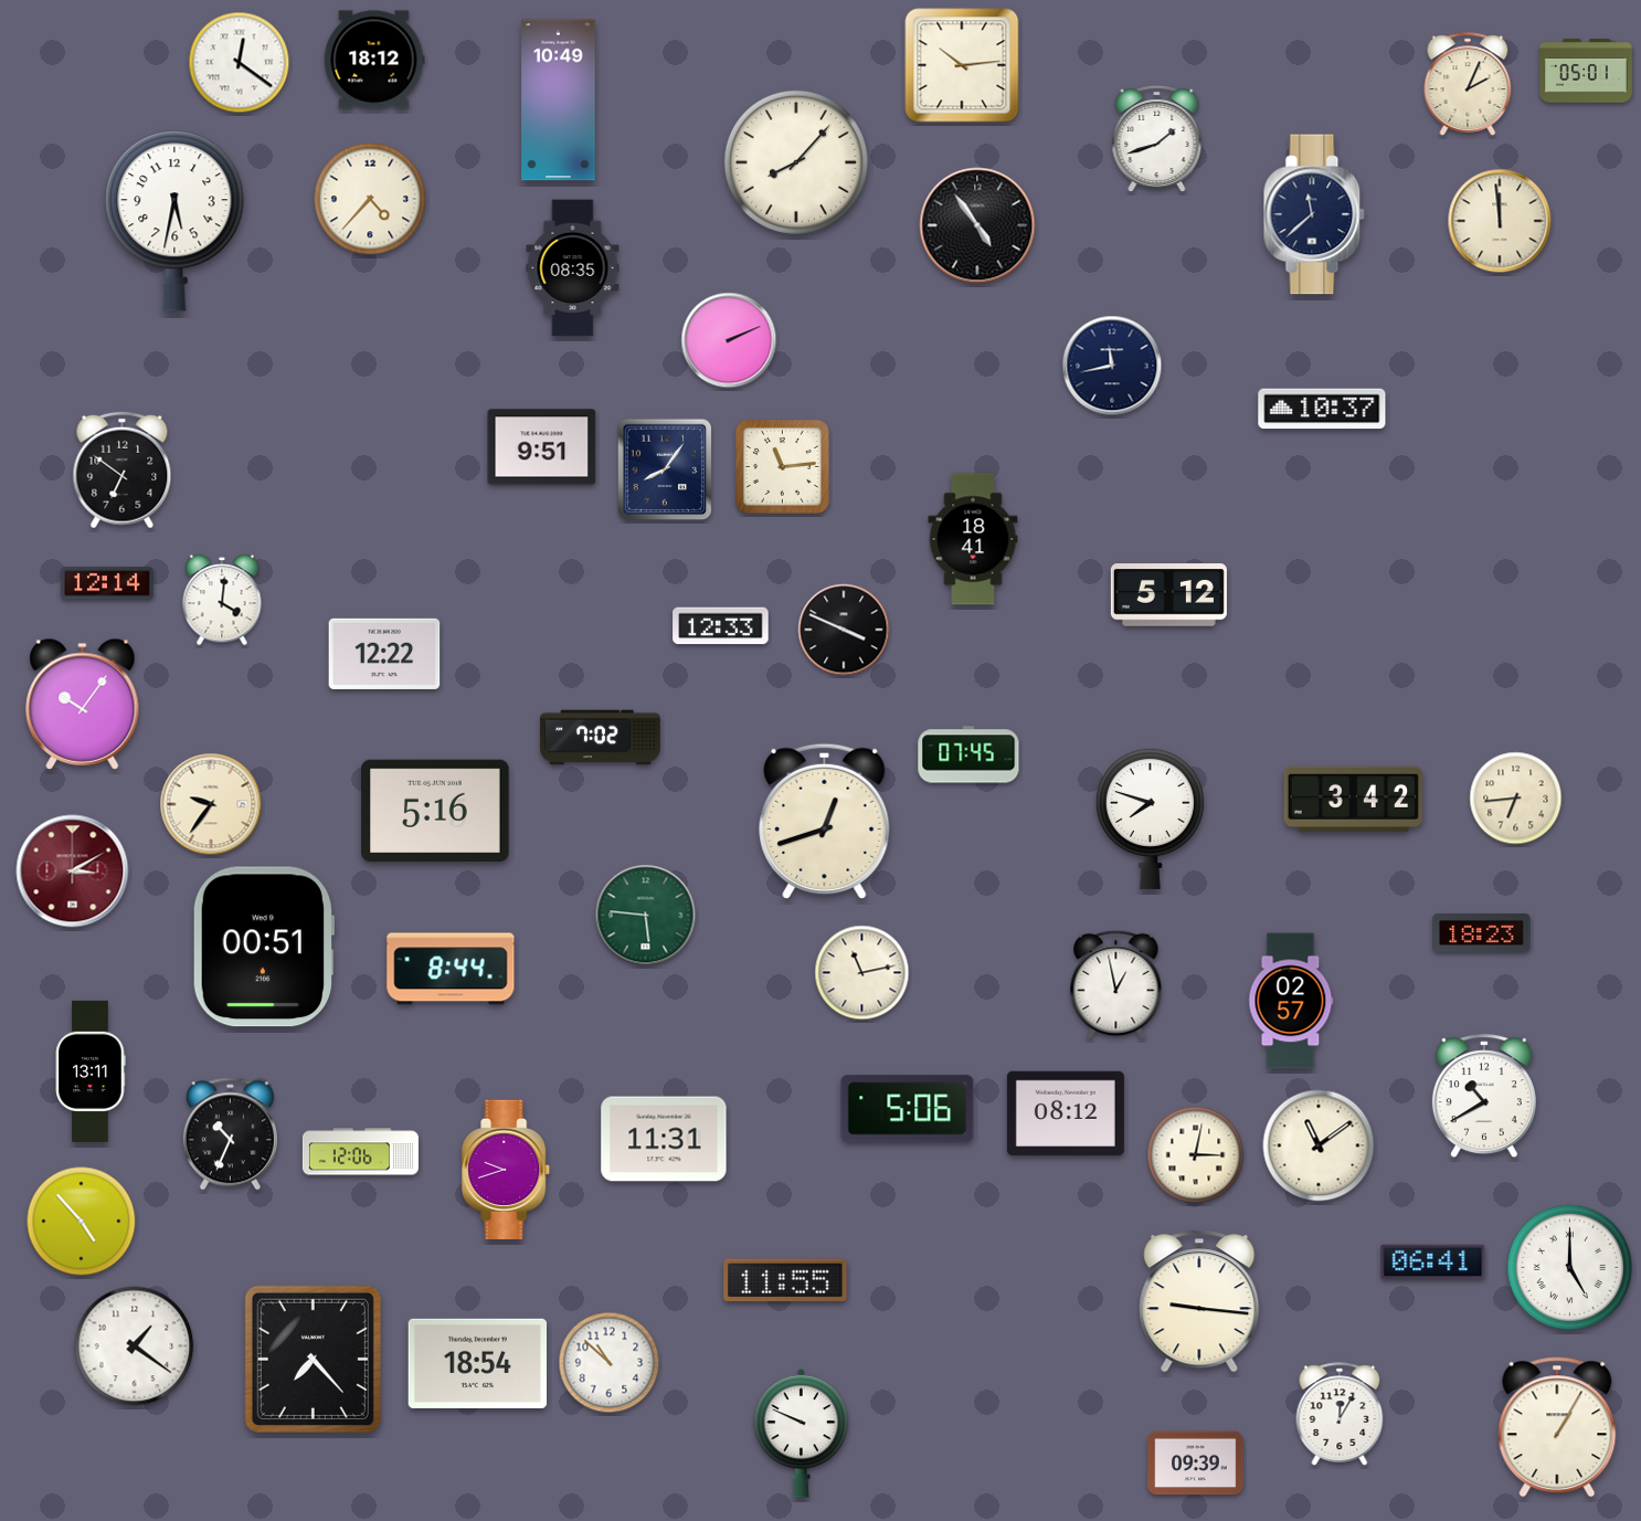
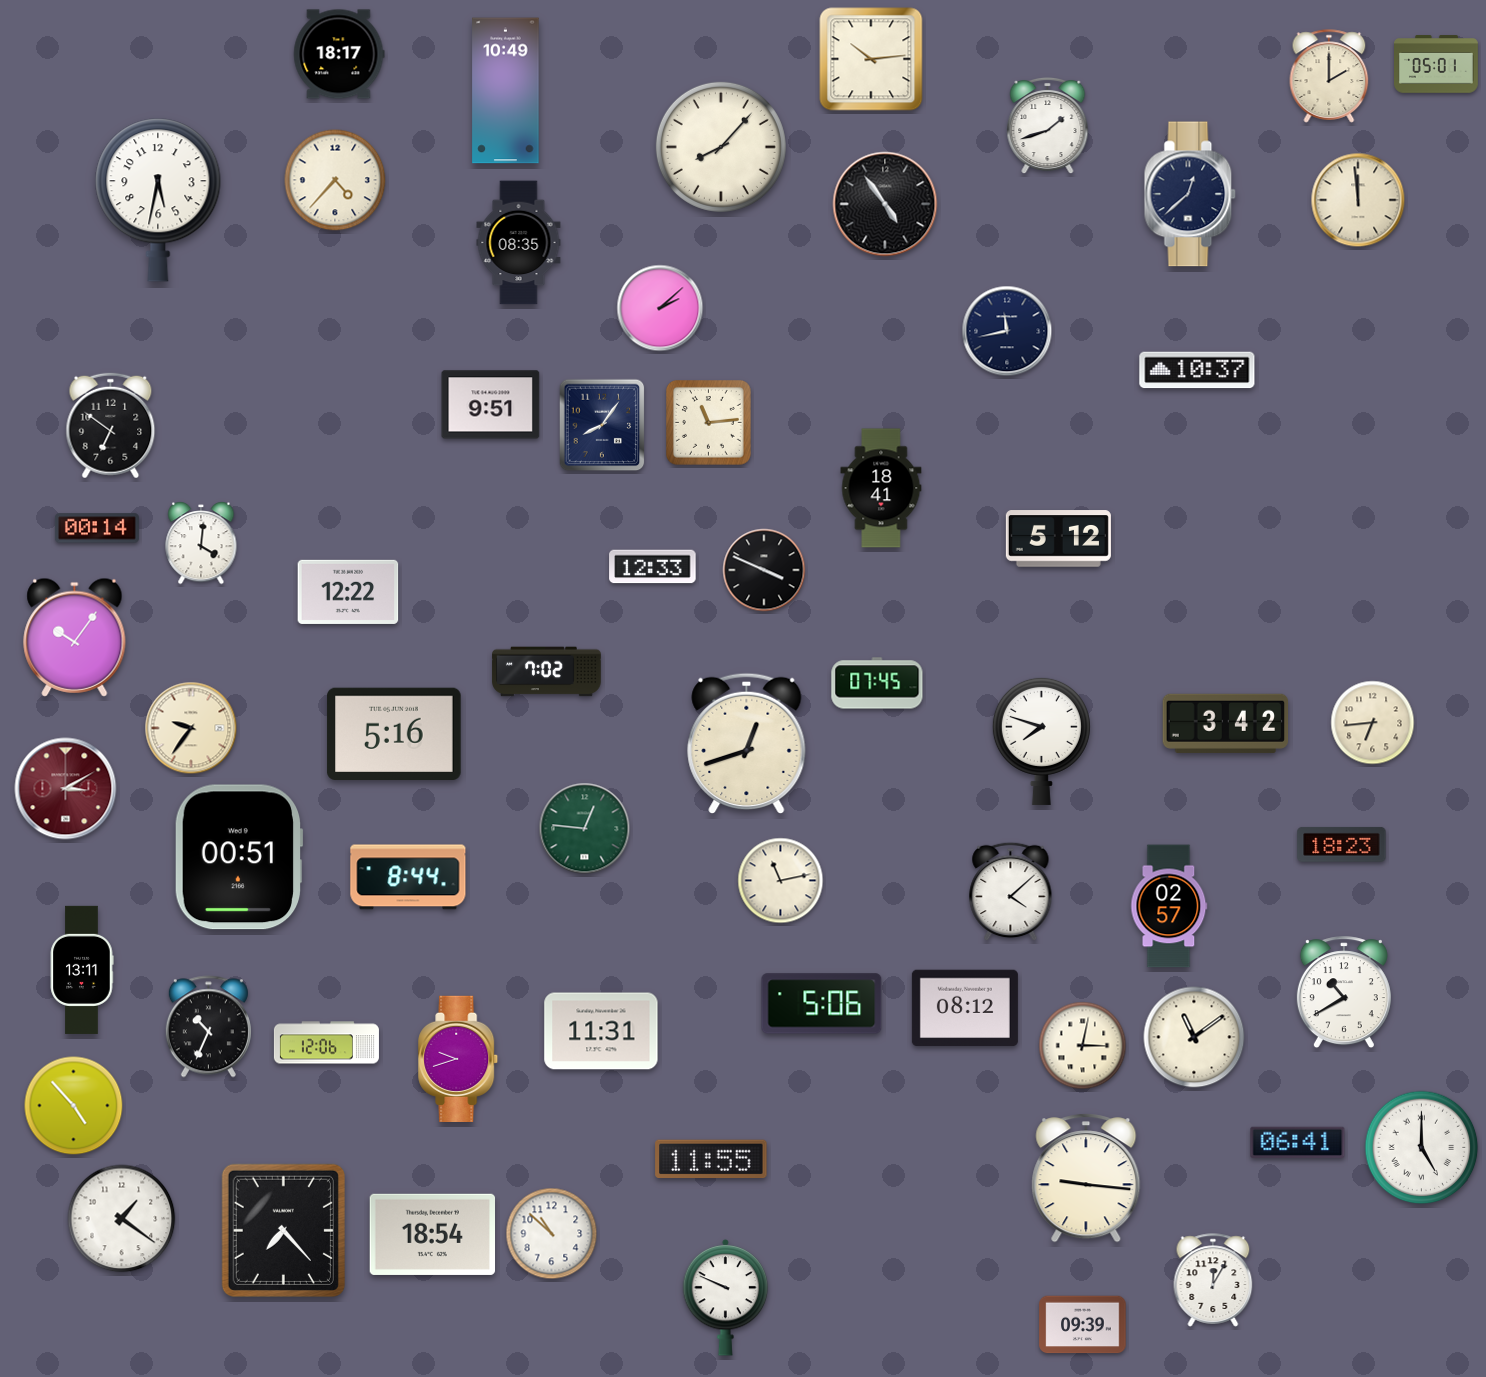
clock at (374, 60): 18:12 -> 18:17
clock at (240, 63): 12:21 -> none
clock at (1468, 84): 2:04 -> 2:00
clock at (1314, 214): 11:38 -> 12:38
clock at (729, 340): 2:11 -> 2:08
clock at (107, 583): 12:14 -> 00:14
clock at (601, 738) position: (601, 738) -> (547, 672)
clock at (646, 916): 5:46 -> 12:46
clock at (1116, 985): 12:58 -> 4:08
clock at (1557, 1427): 1:05 -> none
